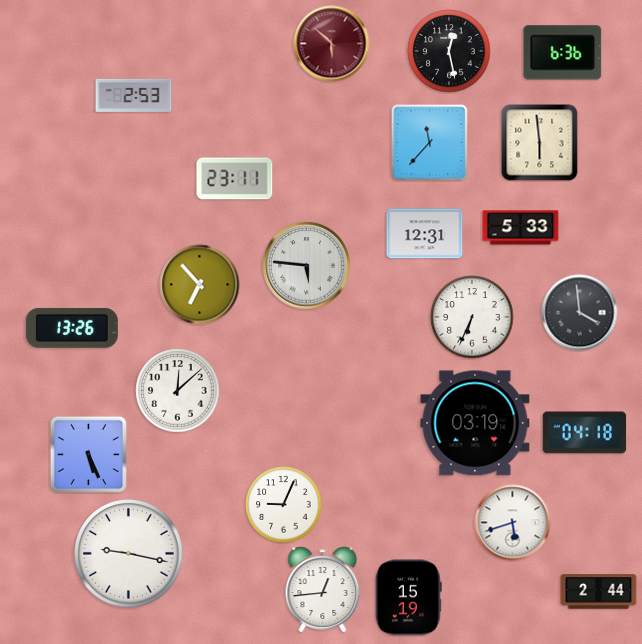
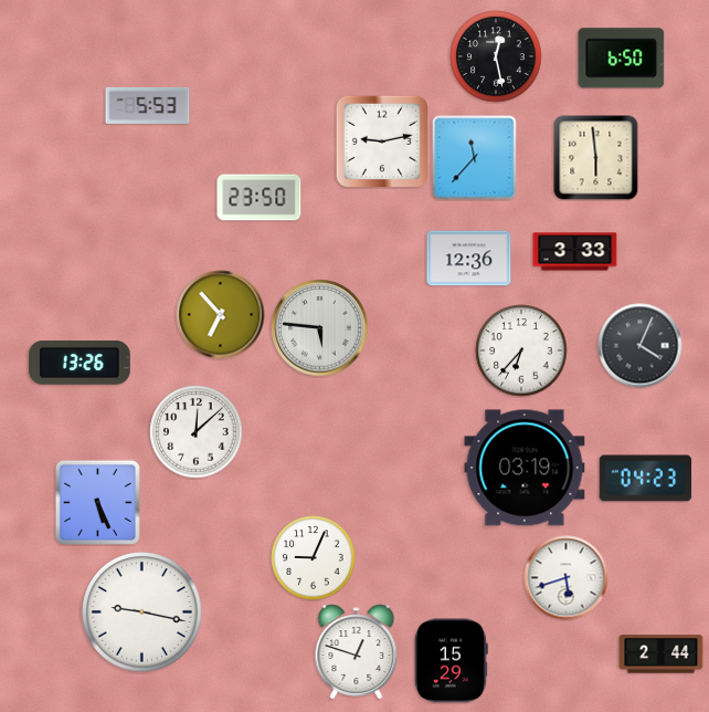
clock at (332, 44): 5:52 -> none
clock at (563, 53): 6:36 -> 6:50
clock at (134, 95): 2:53 -> 5:53
clock at (382, 142): none -> 9:13
clock at (235, 179): 23:11 -> 23:50
clock at (521, 228): 5:33 -> 3:33
clock at (425, 234): 12:31 -> 12:36
clock at (307, 266) position: (307, 266) -> (320, 328)
clock at (580, 313): 3:59 -> 4:04
clock at (472, 317): 6:34 -> 6:37
clock at (585, 433): 04:18 -> 04:23
clock at (323, 590): 12:44 -> 12:48
clock at (408, 598): 15:19 -> 15:29
